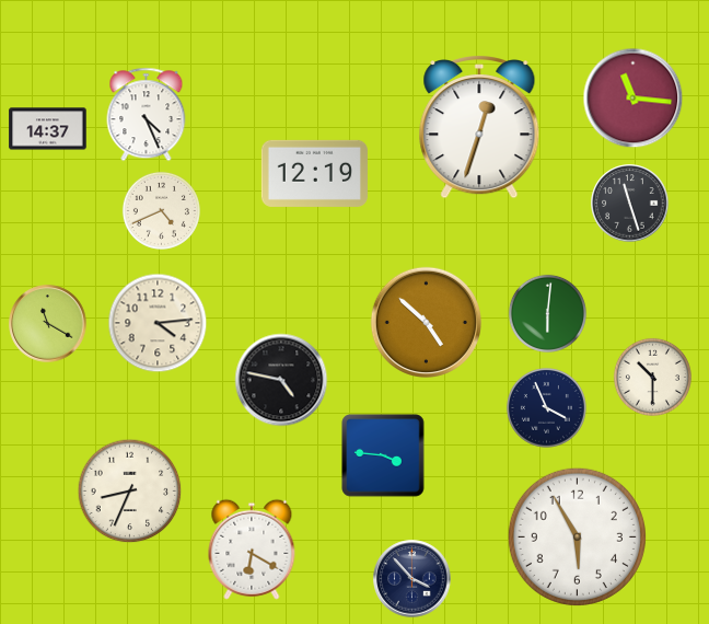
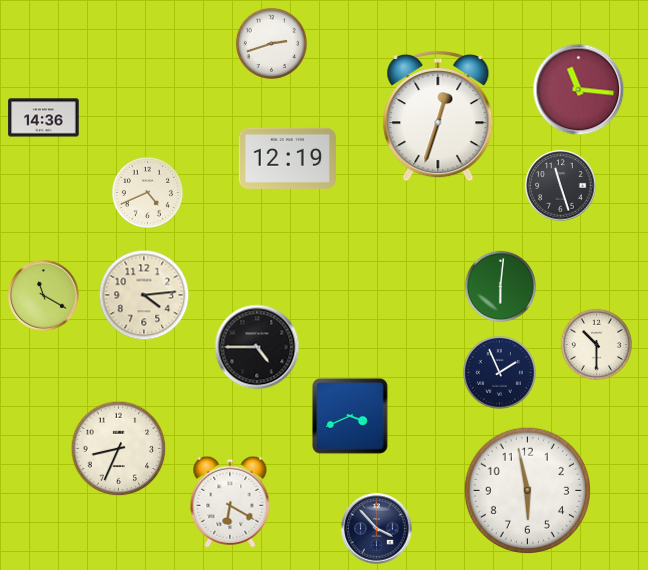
clock at (271, 43): none -> 2:42
clock at (147, 115): 4:26 -> none
clock at (48, 129): 14:37 -> 14:36
clock at (630, 204) position: (630, 204) -> (561, 186)
clock at (426, 322): 4:52 -> none
clock at (281, 380): 4:47 -> 4:45
clock at (546, 407): 3:56 -> 1:56
clock at (383, 455): 3:46 -> 3:41
clock at (577, 536): 5:55 -> 5:58
